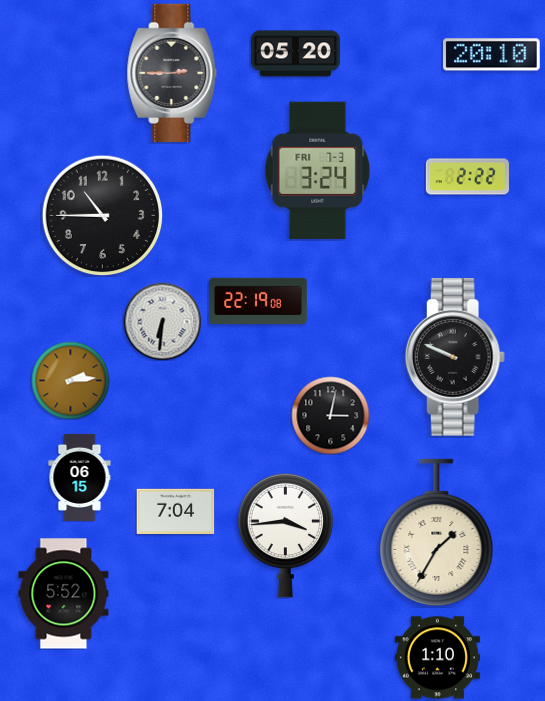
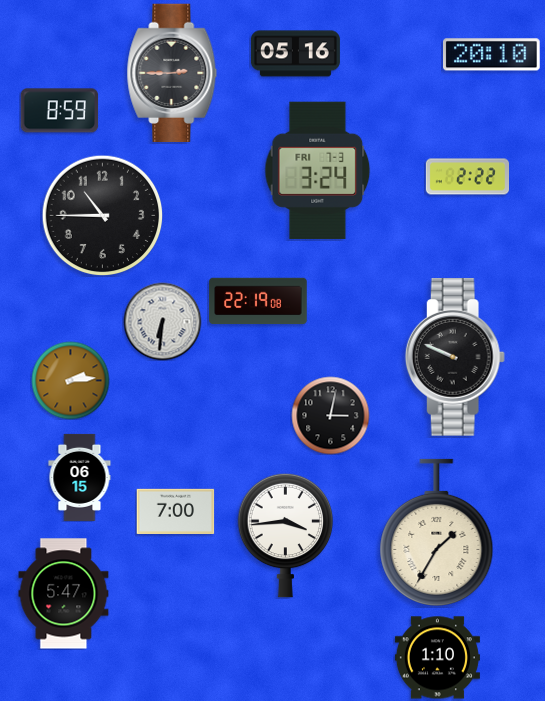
clock at (295, 54): 05:20 -> 05:16
clock at (59, 111): none -> 8:59
clock at (175, 511): 7:04 -> 7:00
clock at (64, 594): 5:52 -> 5:47
